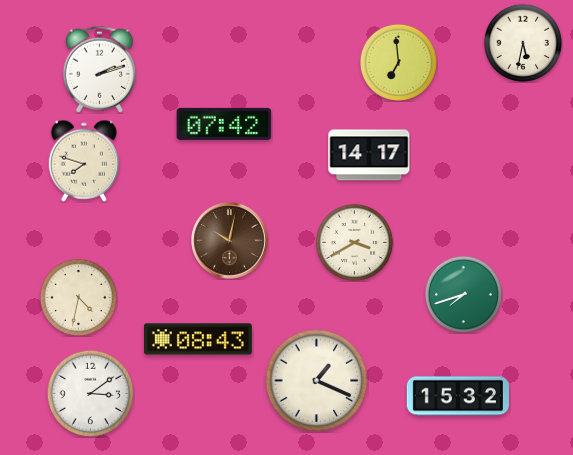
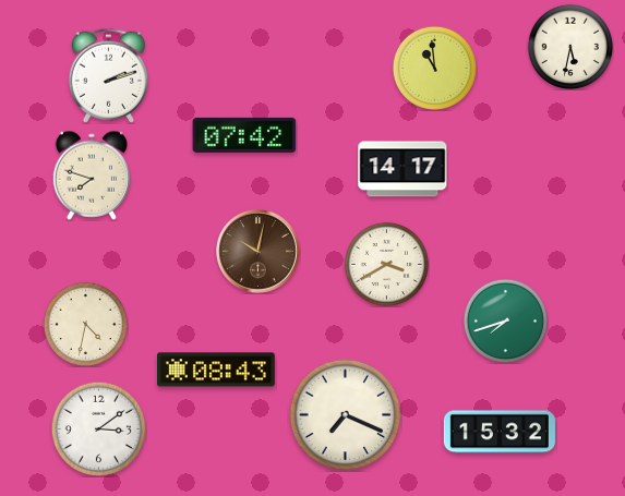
clock at (398, 62): 6:59 -> 10:59
clock at (230, 241) position: (230, 241) -> (259, 252)
clock at (317, 381): 1:19 -> 7:19
